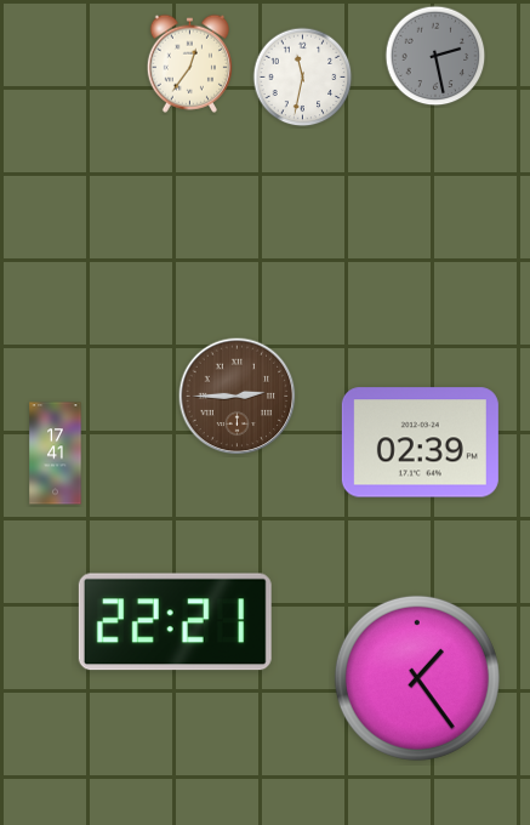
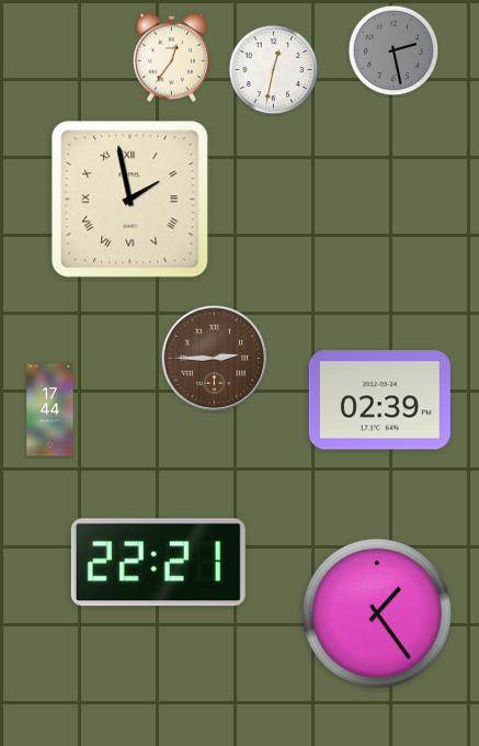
clock at (303, 78): 11:32 -> 12:32
clock at (130, 200): none -> 1:58
clock at (56, 454): 17:41 -> 17:44
